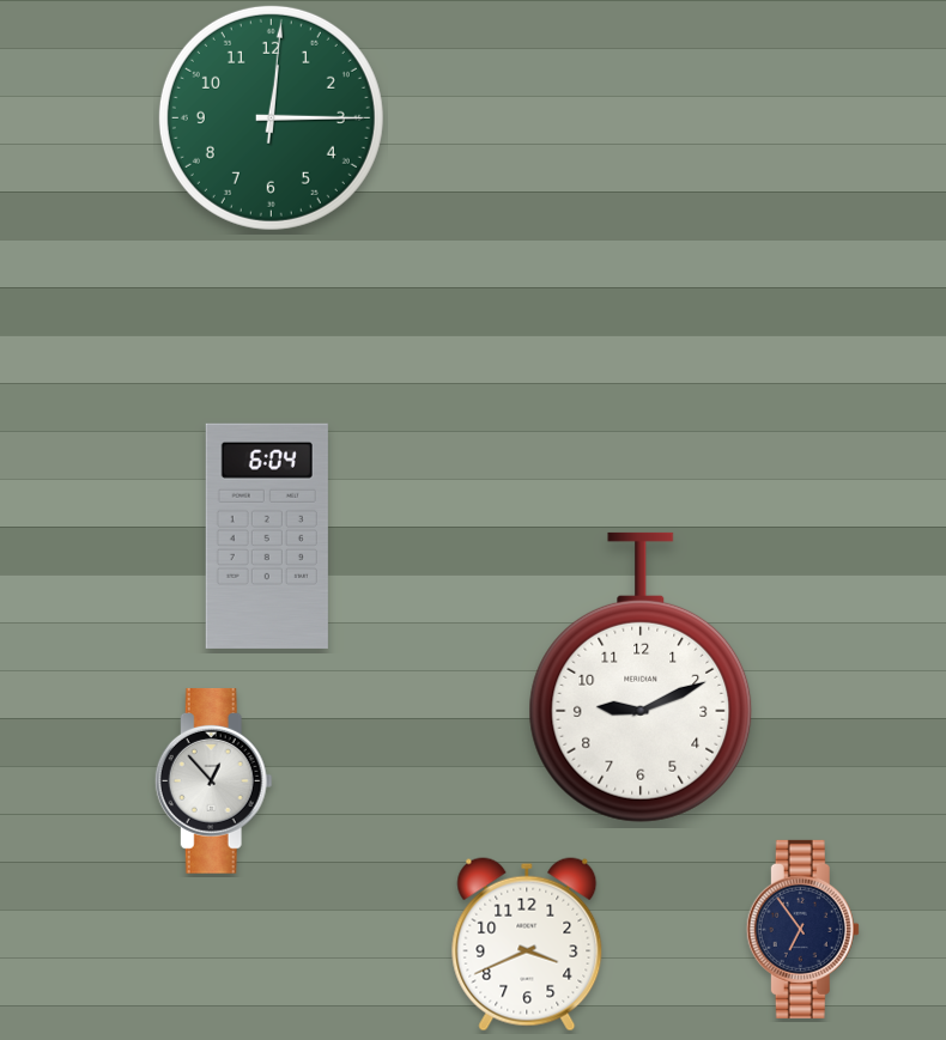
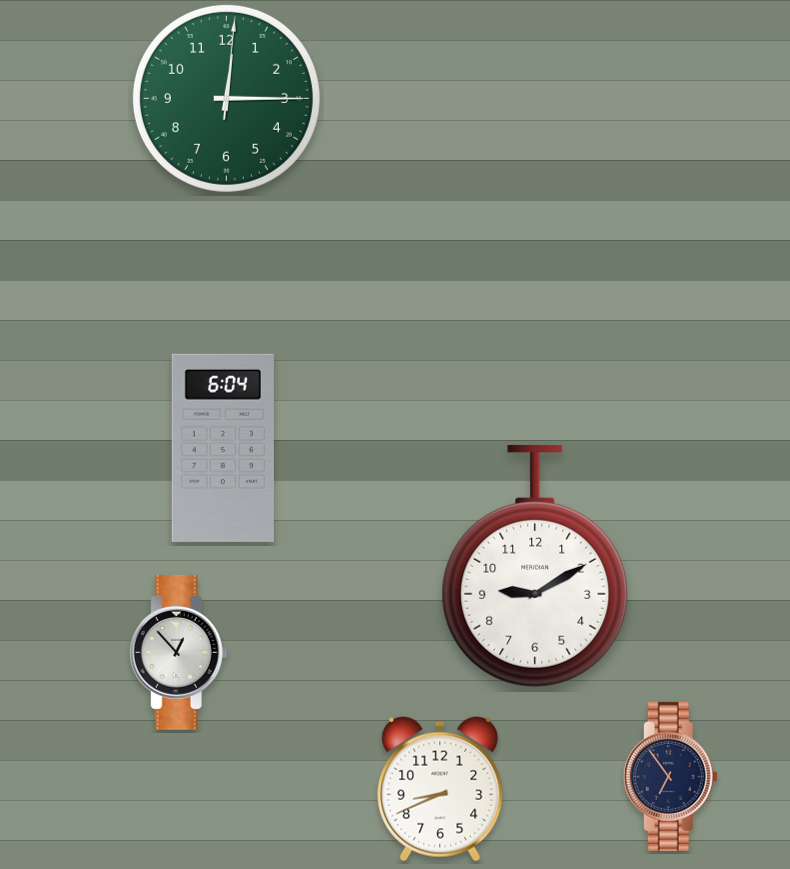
clock at (641, 677): 9:11 -> 9:10
clock at (527, 944): 3:41 -> 8:41
